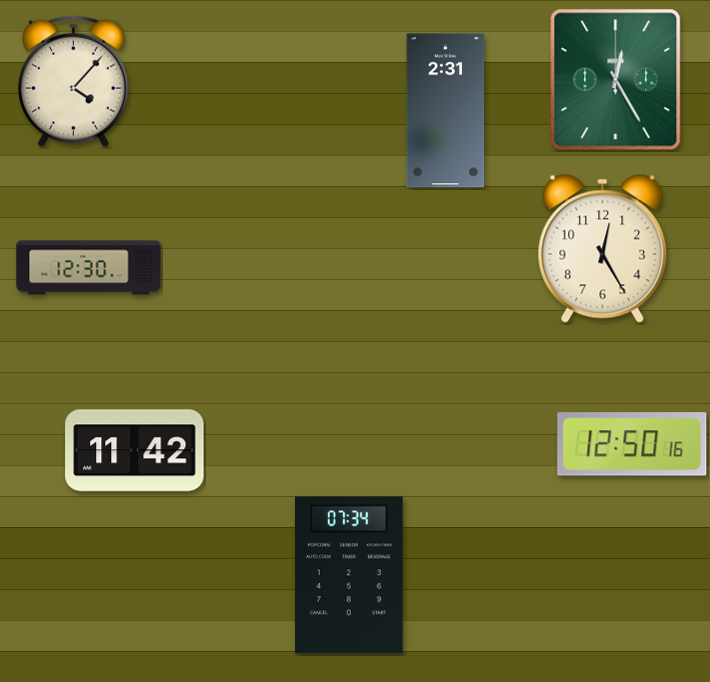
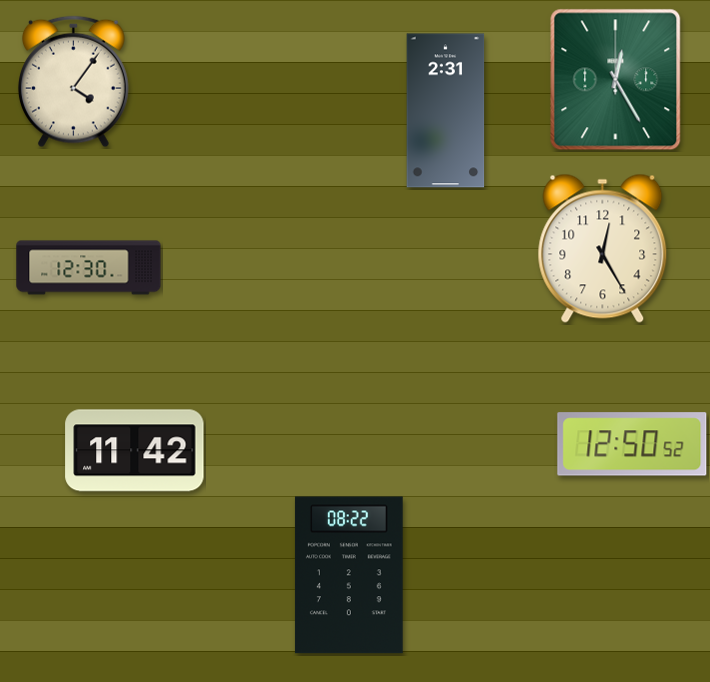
clock at (73, 82): 4:07 -> 4:06
clock at (632, 444): 12:50:16 -> 12:50:52
clock at (349, 575): 07:34 -> 08:22
